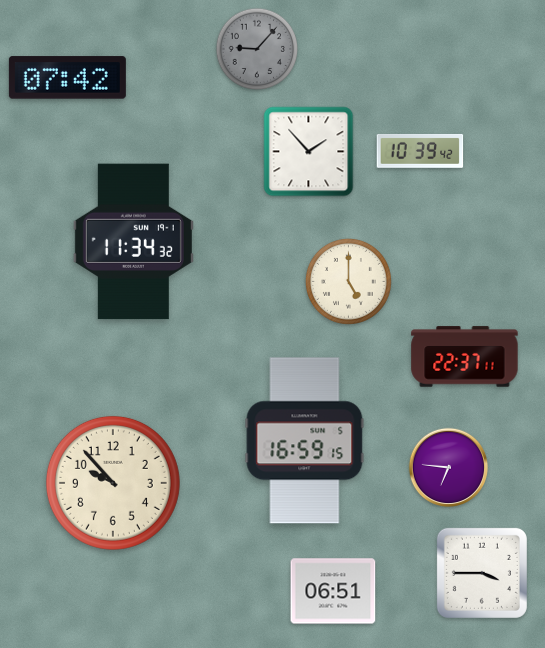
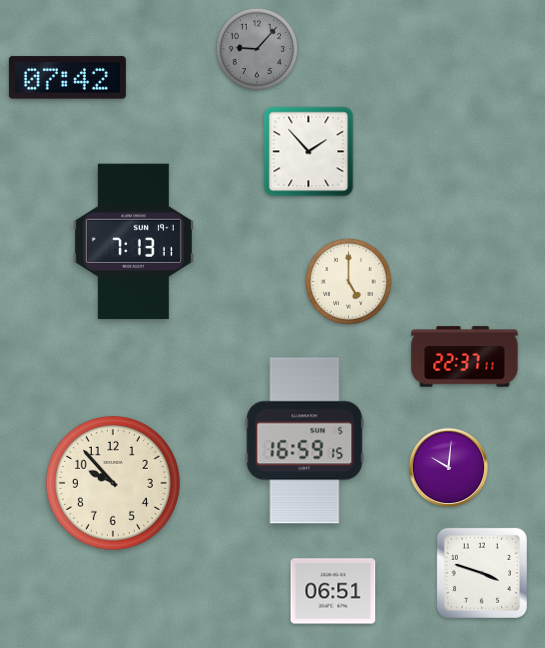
clock at (420, 151): 10:39 -> none
clock at (133, 242): 11:34 -> 7:13
clock at (449, 468): 6:46 -> 10:01
clock at (482, 573): 3:45 -> 3:48
